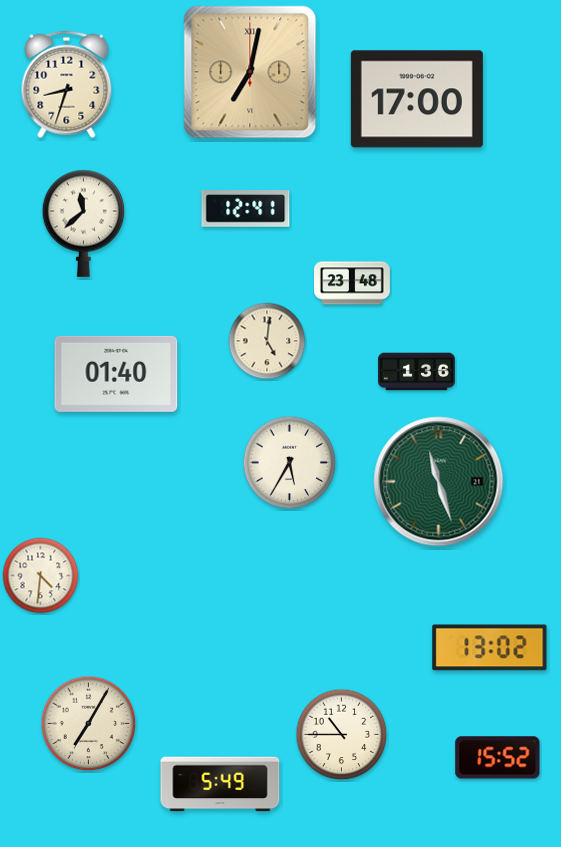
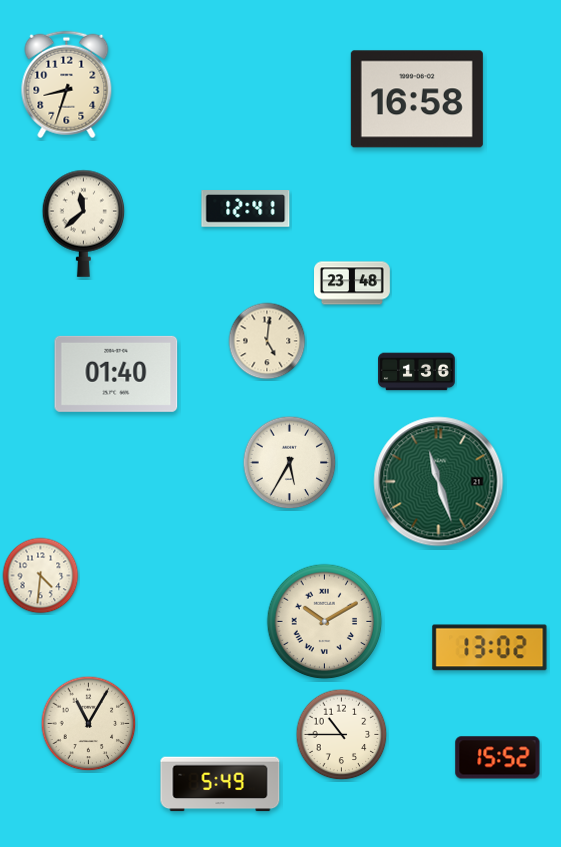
clock at (250, 72): 7:02 -> none
clock at (417, 99): 17:00 -> 16:58
clock at (325, 622): none -> 10:10
clock at (89, 724): 7:05 -> 11:05
